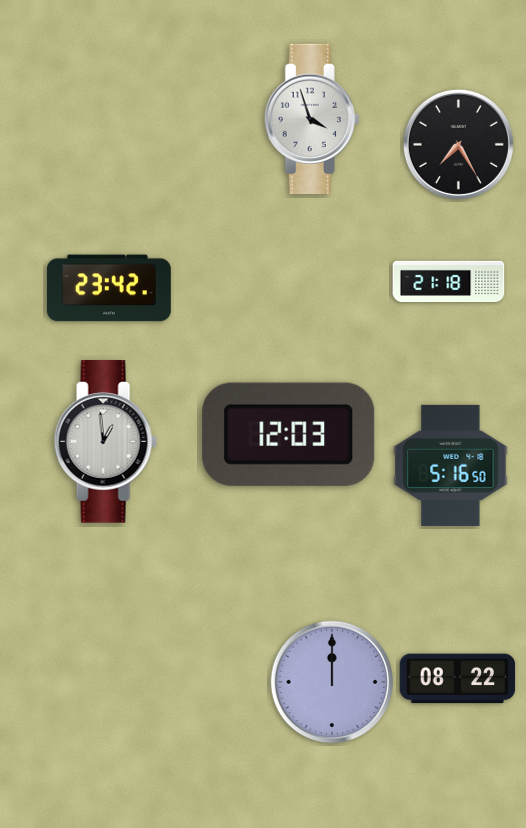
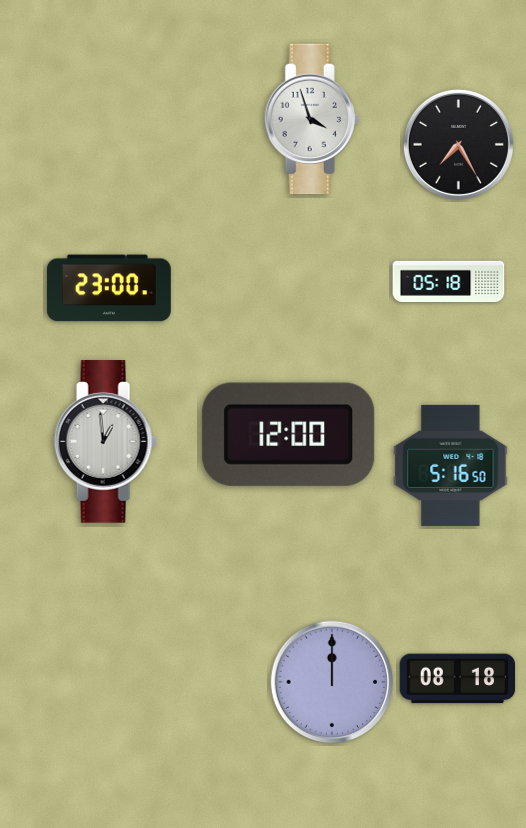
clock at (449, 281): 21:18 -> 05:18
clock at (109, 288): 23:42 -> 23:00
clock at (289, 434): 12:03 -> 12:00
clock at (458, 679): 08:22 -> 08:18
